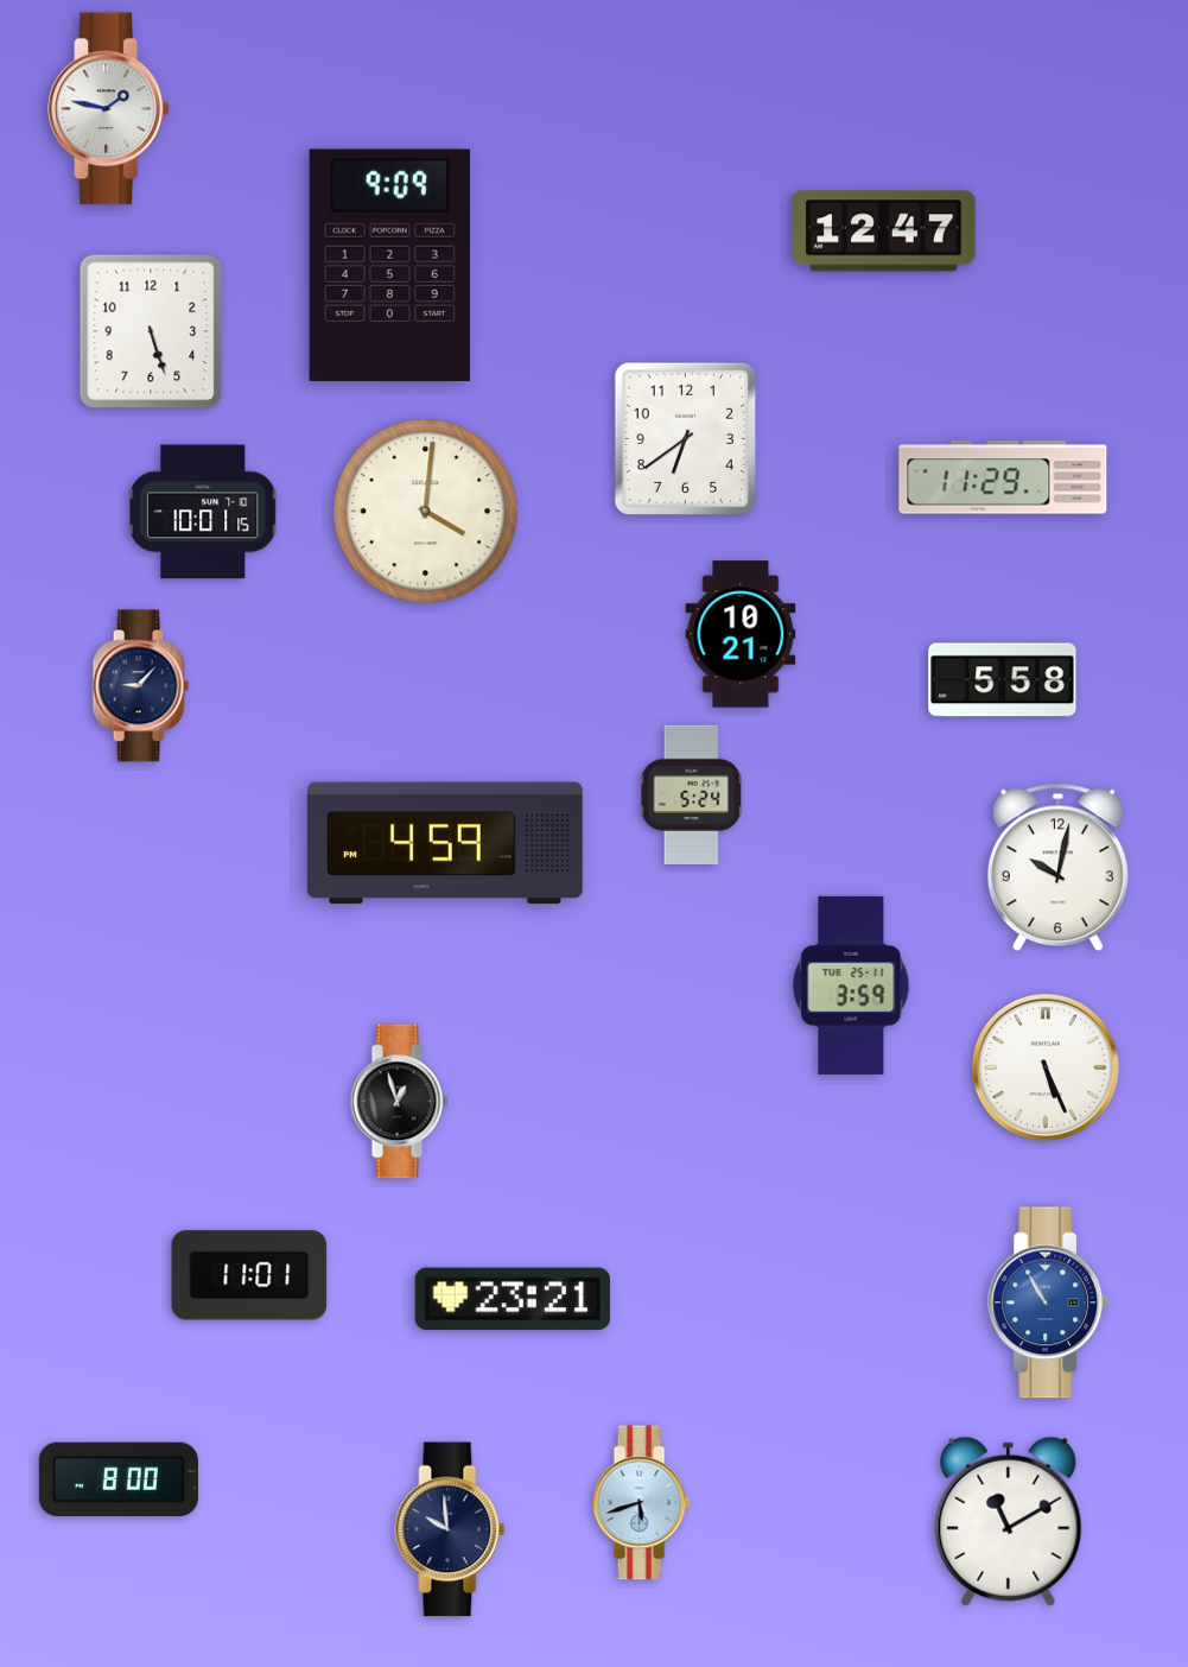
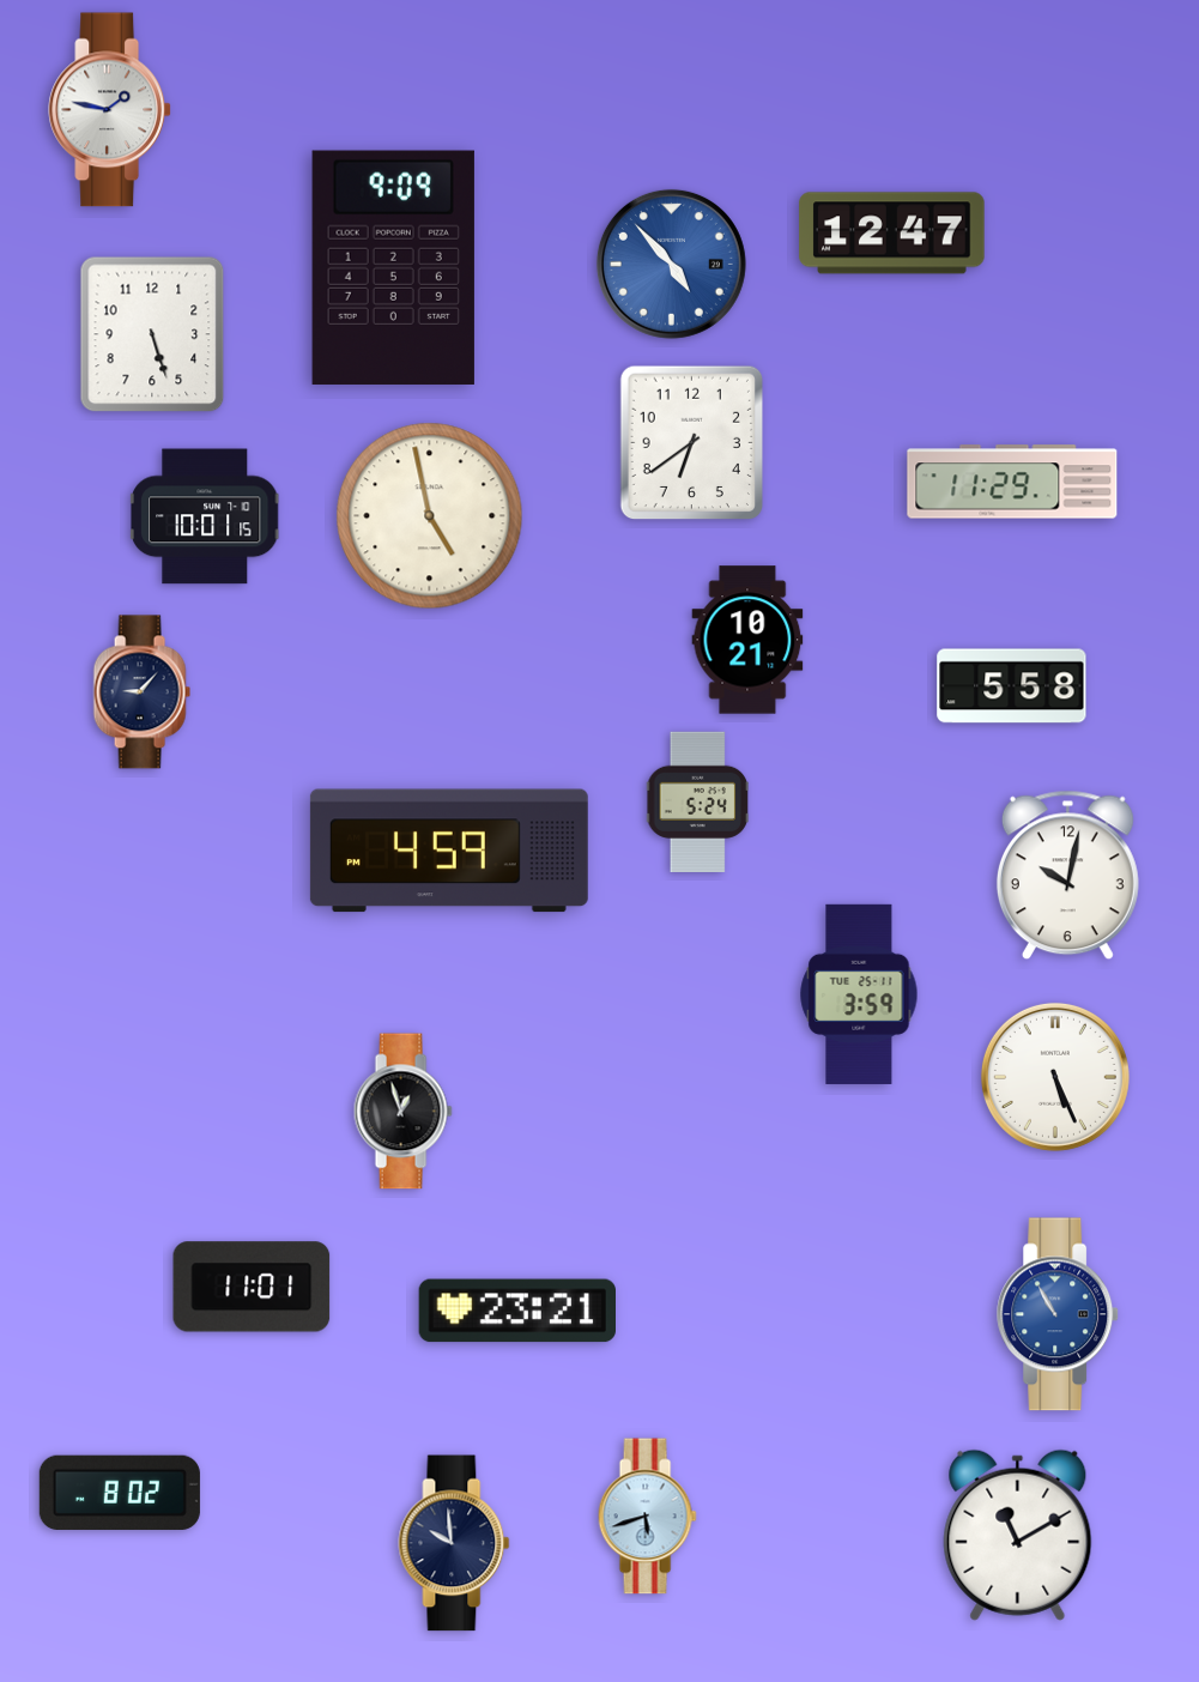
clock at (671, 264): none -> 4:53
clock at (426, 512): 4:01 -> 4:58
clock at (119, 1479): 8:00 -> 8:02
